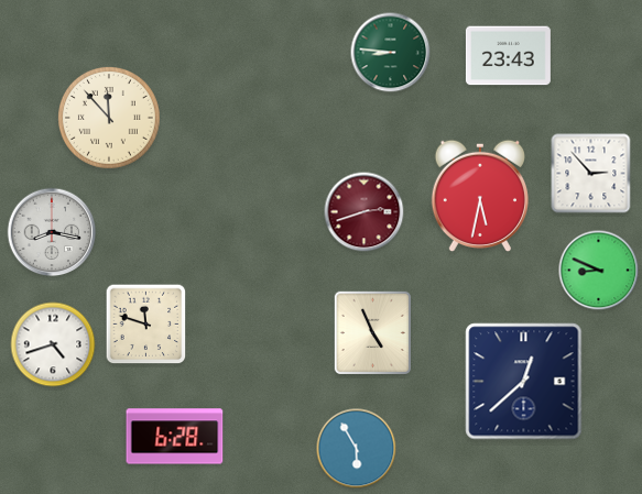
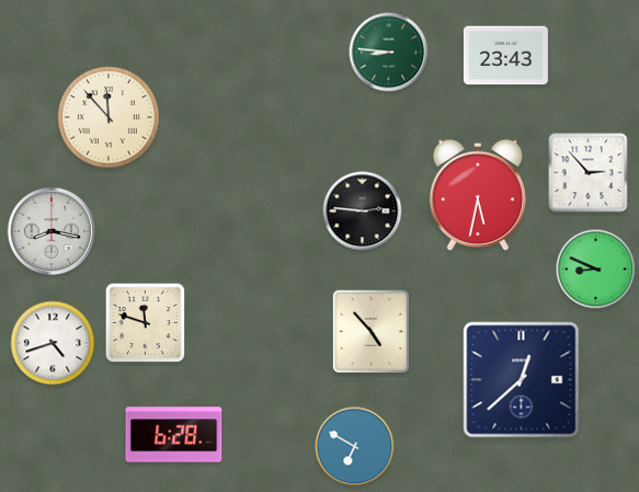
clock at (364, 212): 2:42 -> 2:46
clock at (364, 212) dial: burgundy -> black
clock at (372, 332): 4:56 -> 4:53
clock at (357, 449): 5:55 -> 6:50
